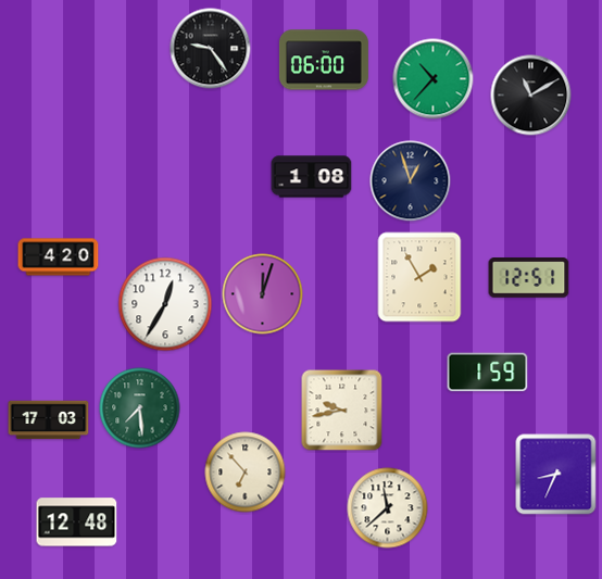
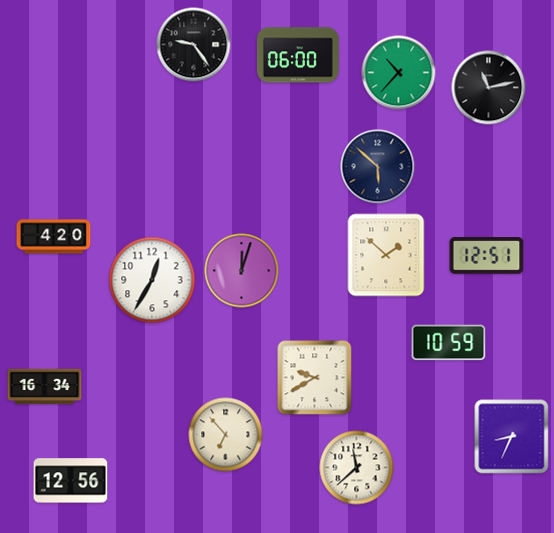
clock at (531, 96): 11:10 -> 11:13
clock at (312, 177): 1:08 -> none
clock at (411, 181): 12:57 -> 5:52
clock at (419, 277): 1:55 -> 1:52
clock at (488, 373): 1:59 -> 10:59
clock at (140, 408): 7:29 -> none
clock at (342, 411): 9:43 -> 9:40
clock at (49, 420): 17:03 -> 16:34
clock at (77, 523): 12:48 -> 12:56
